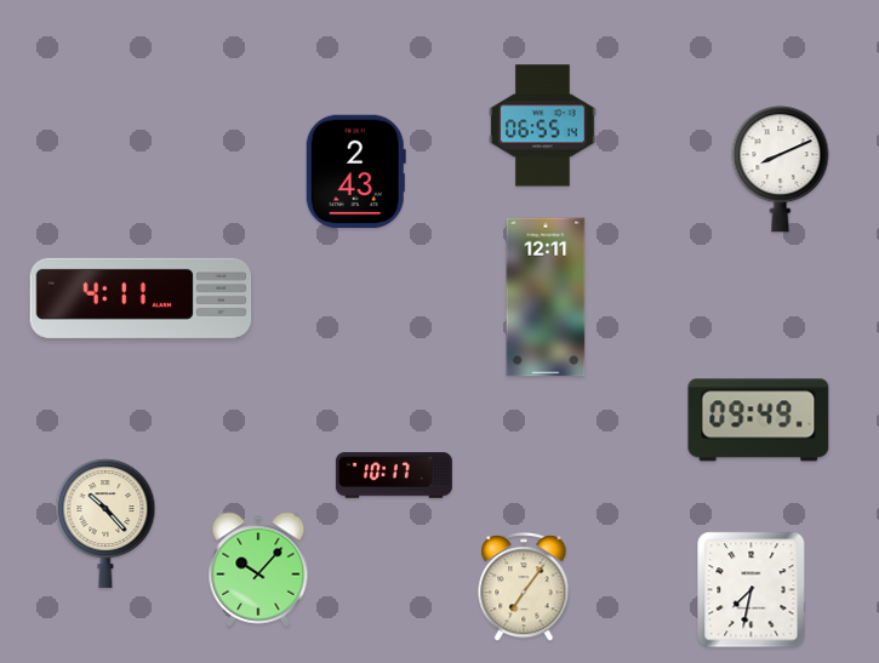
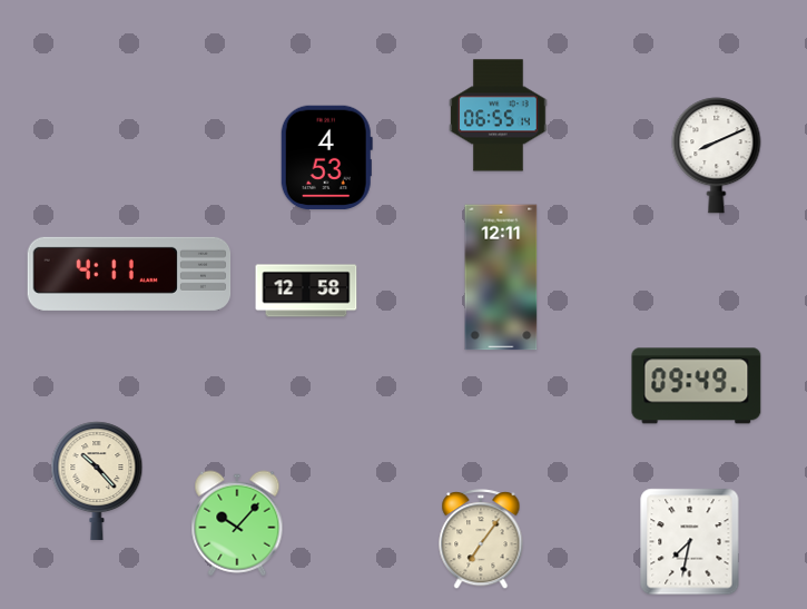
clock at (355, 172): 2:43 -> 4:53
clock at (546, 297) position: (546, 297) -> (501, 277)
clock at (306, 291): none -> 12:58
clock at (394, 475): 10:17 -> none
